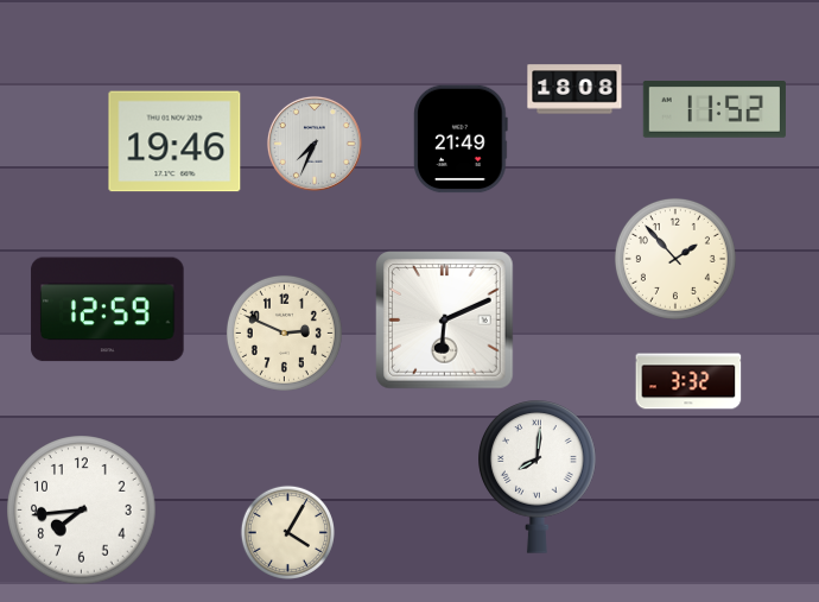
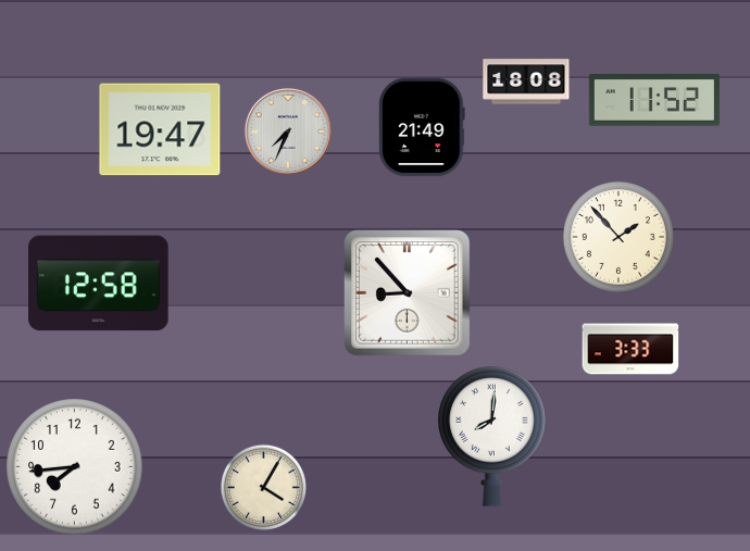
clock at (174, 141): 19:46 -> 19:47
clock at (108, 310): 12:59 -> 12:58
clock at (445, 321): 6:11 -> 8:53
clock at (284, 332): 2:49 -> none
clock at (688, 381): 3:32 -> 3:33
